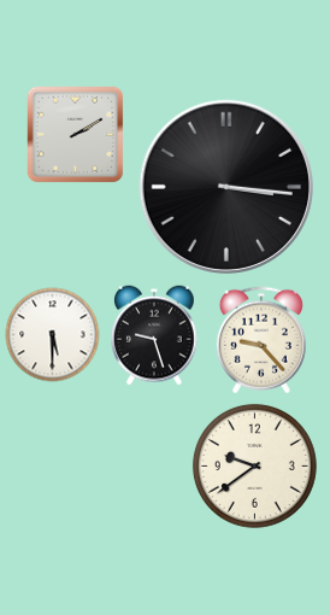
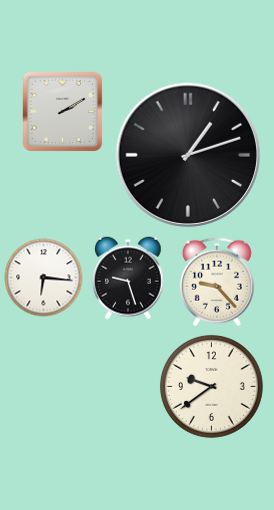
clock at (225, 186): 3:16 -> 1:12
clock at (52, 334): 5:30 -> 6:16
